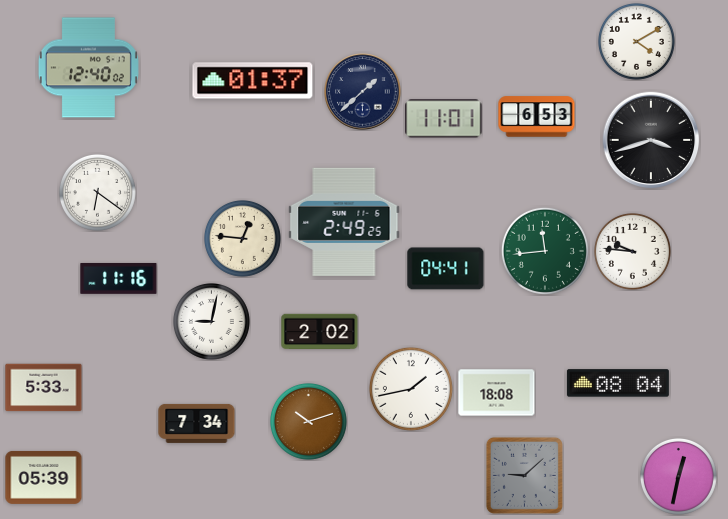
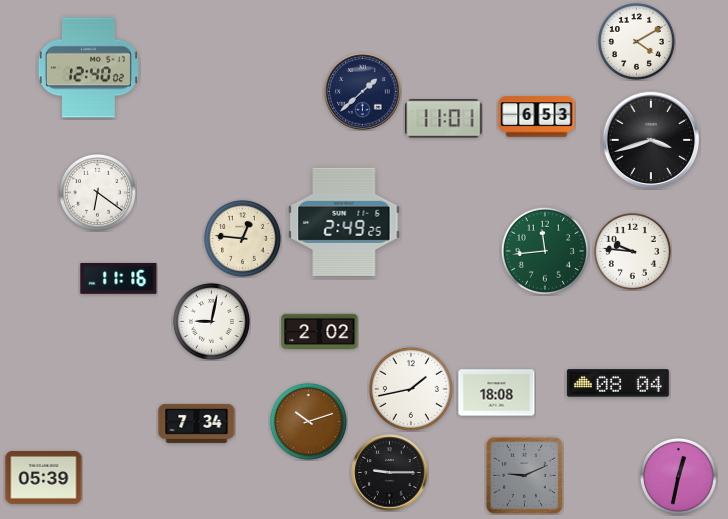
clock at (253, 81): 01:37 -> none
clock at (446, 269): 04:41 -> none
clock at (44, 388): 5:33 -> none
clock at (390, 473): none -> 9:15
clock at (524, 475): 9:08 -> 9:11
